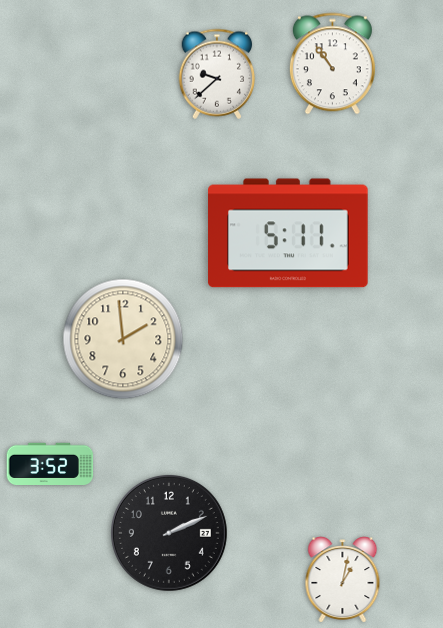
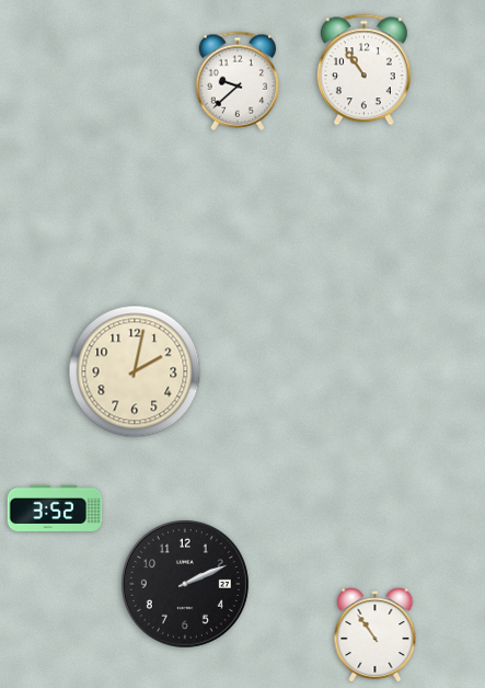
clock at (288, 233): 5:11 -> none
clock at (123, 339): 1:59 -> 2:02
clock at (343, 580): 1:02 -> 10:54
